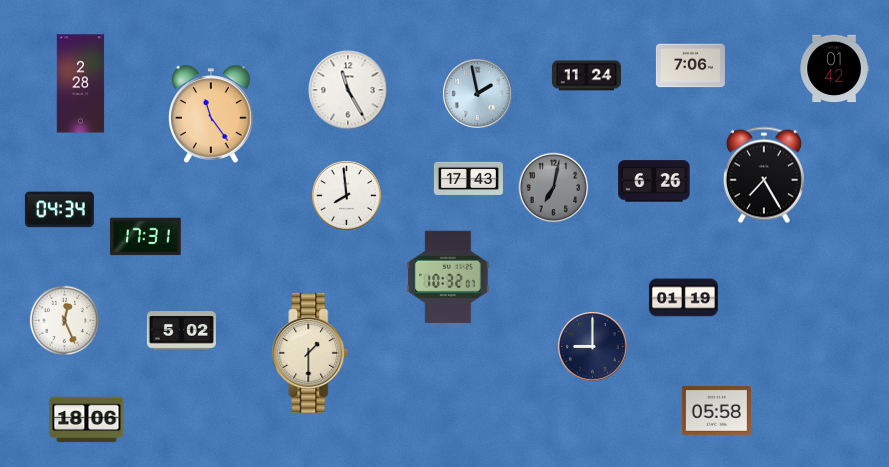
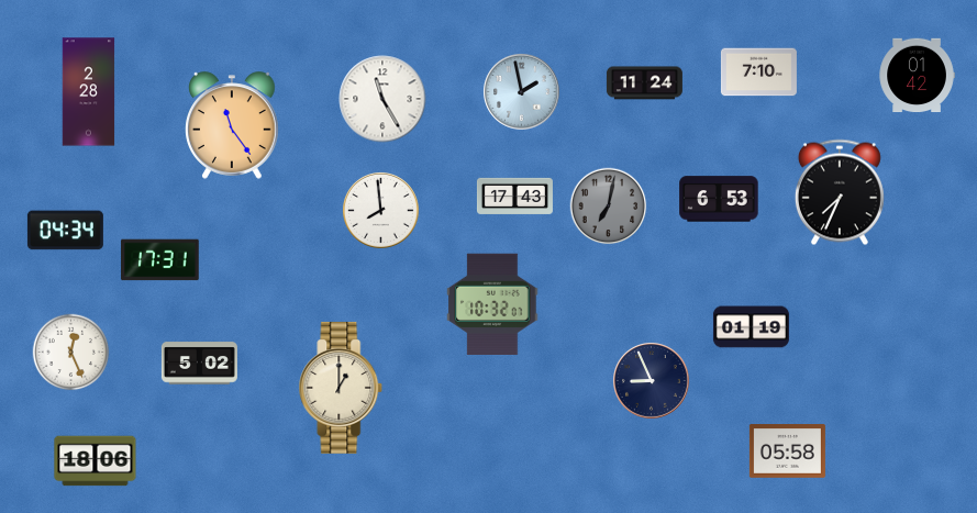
clock at (690, 66): 7:06 -> 7:10
clock at (478, 94) position: (478, 94) -> (522, 92)
clock at (764, 175): 7:25 -> 7:34
clock at (654, 181): 6:26 -> 6:53
clock at (347, 196) position: (347, 196) -> (381, 211)
clock at (593, 347): 9:00 -> 8:56
clock at (310, 353): 1:30 -> 1:00
